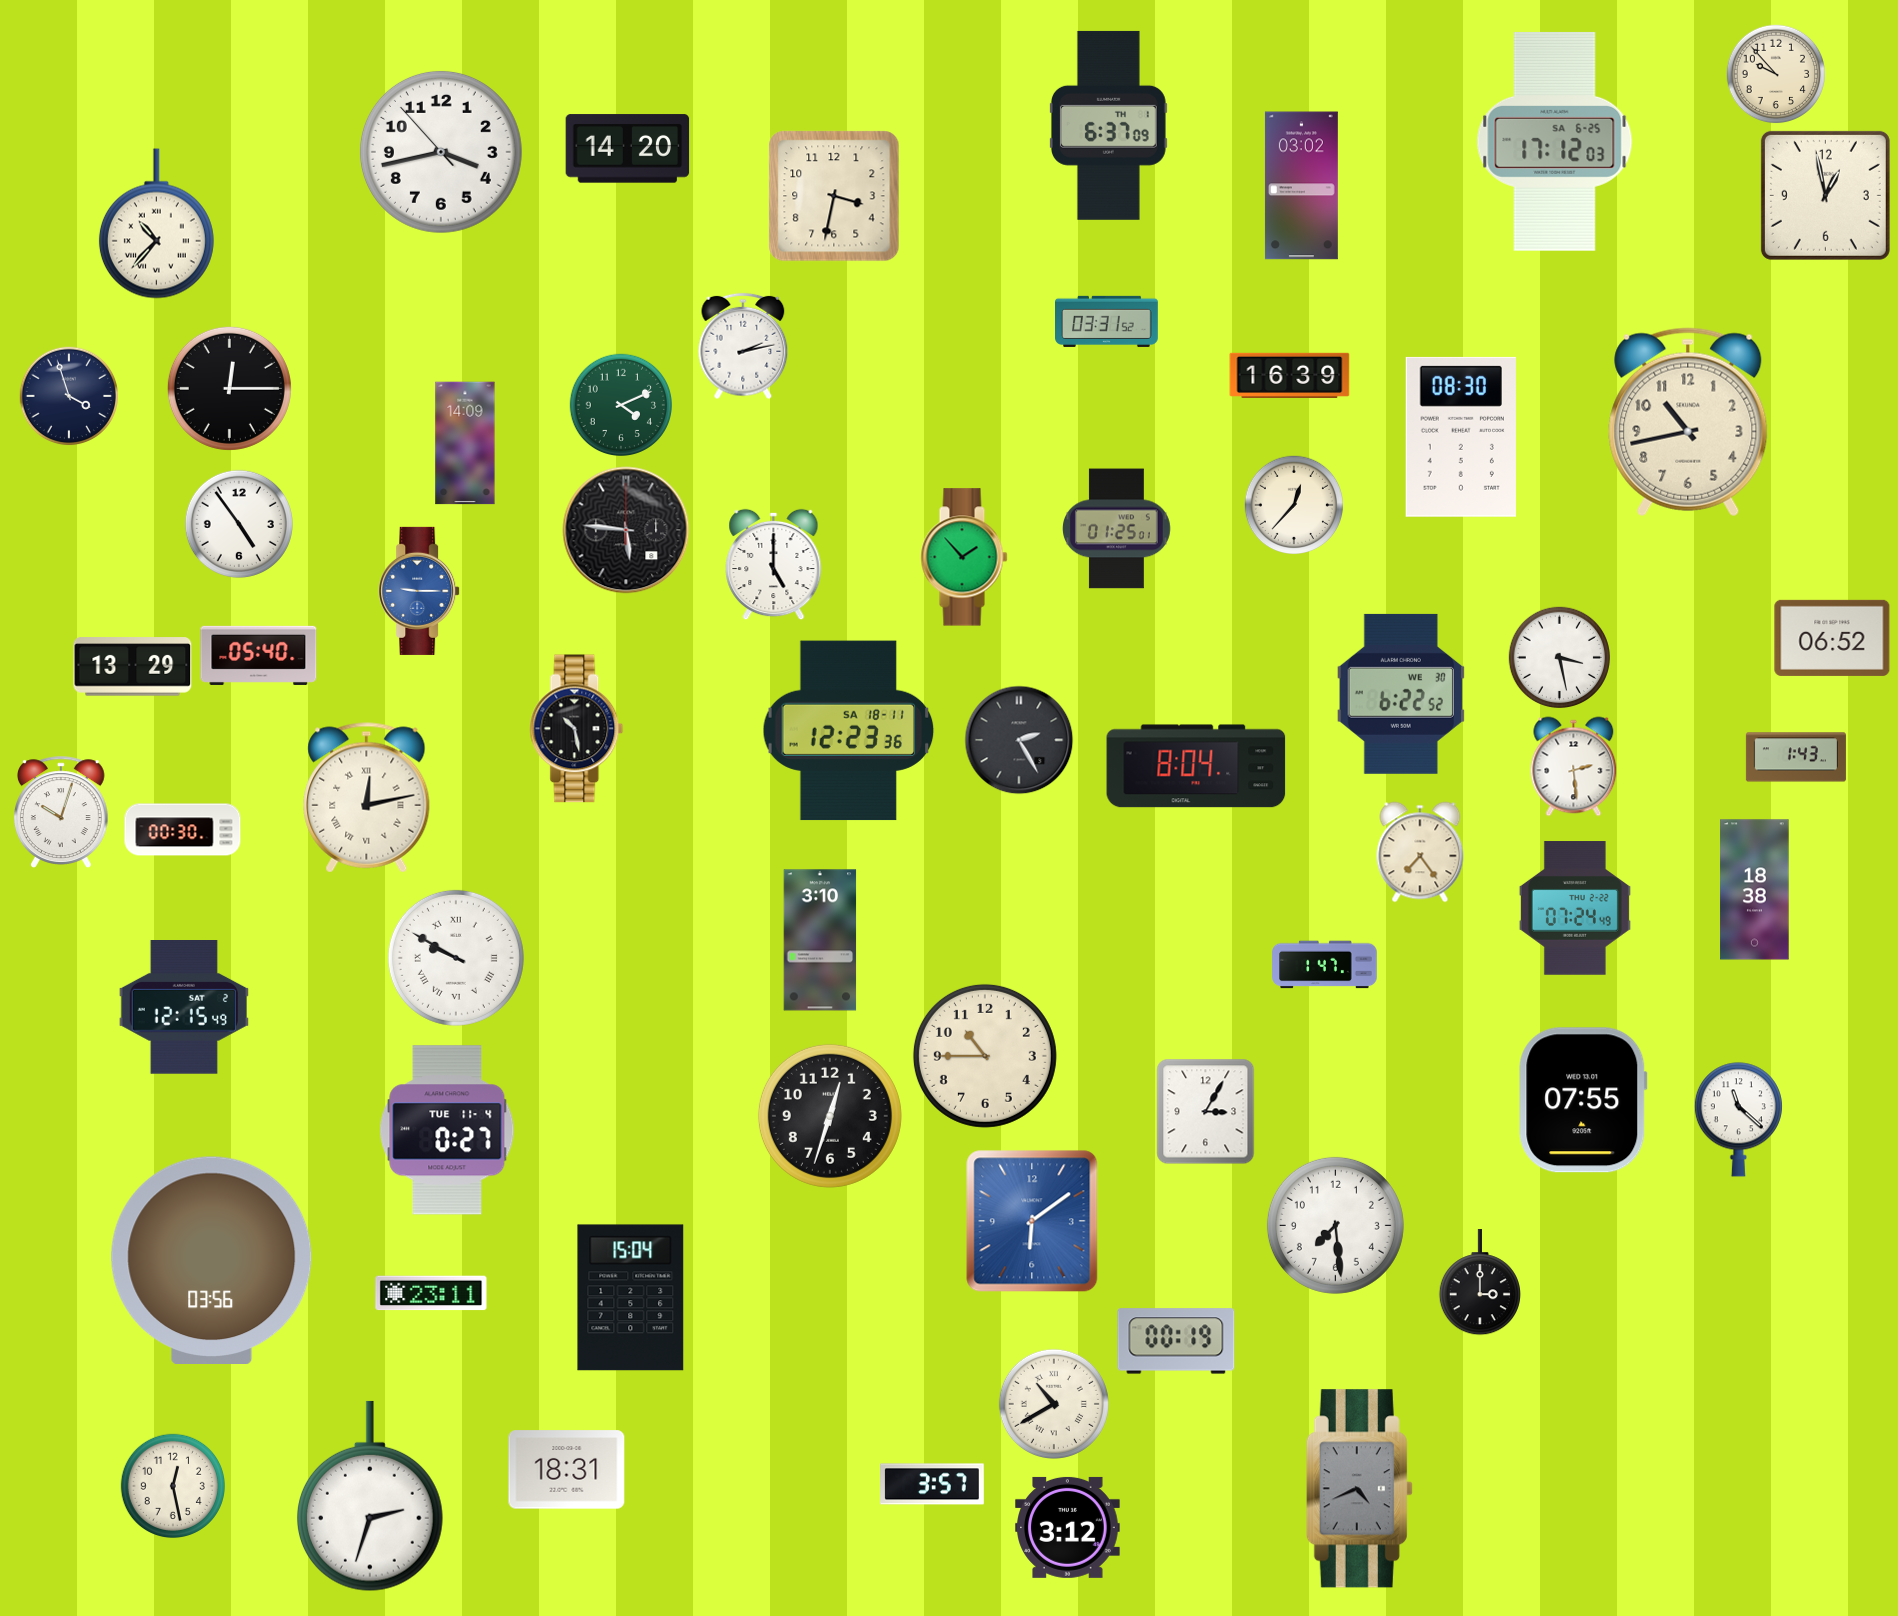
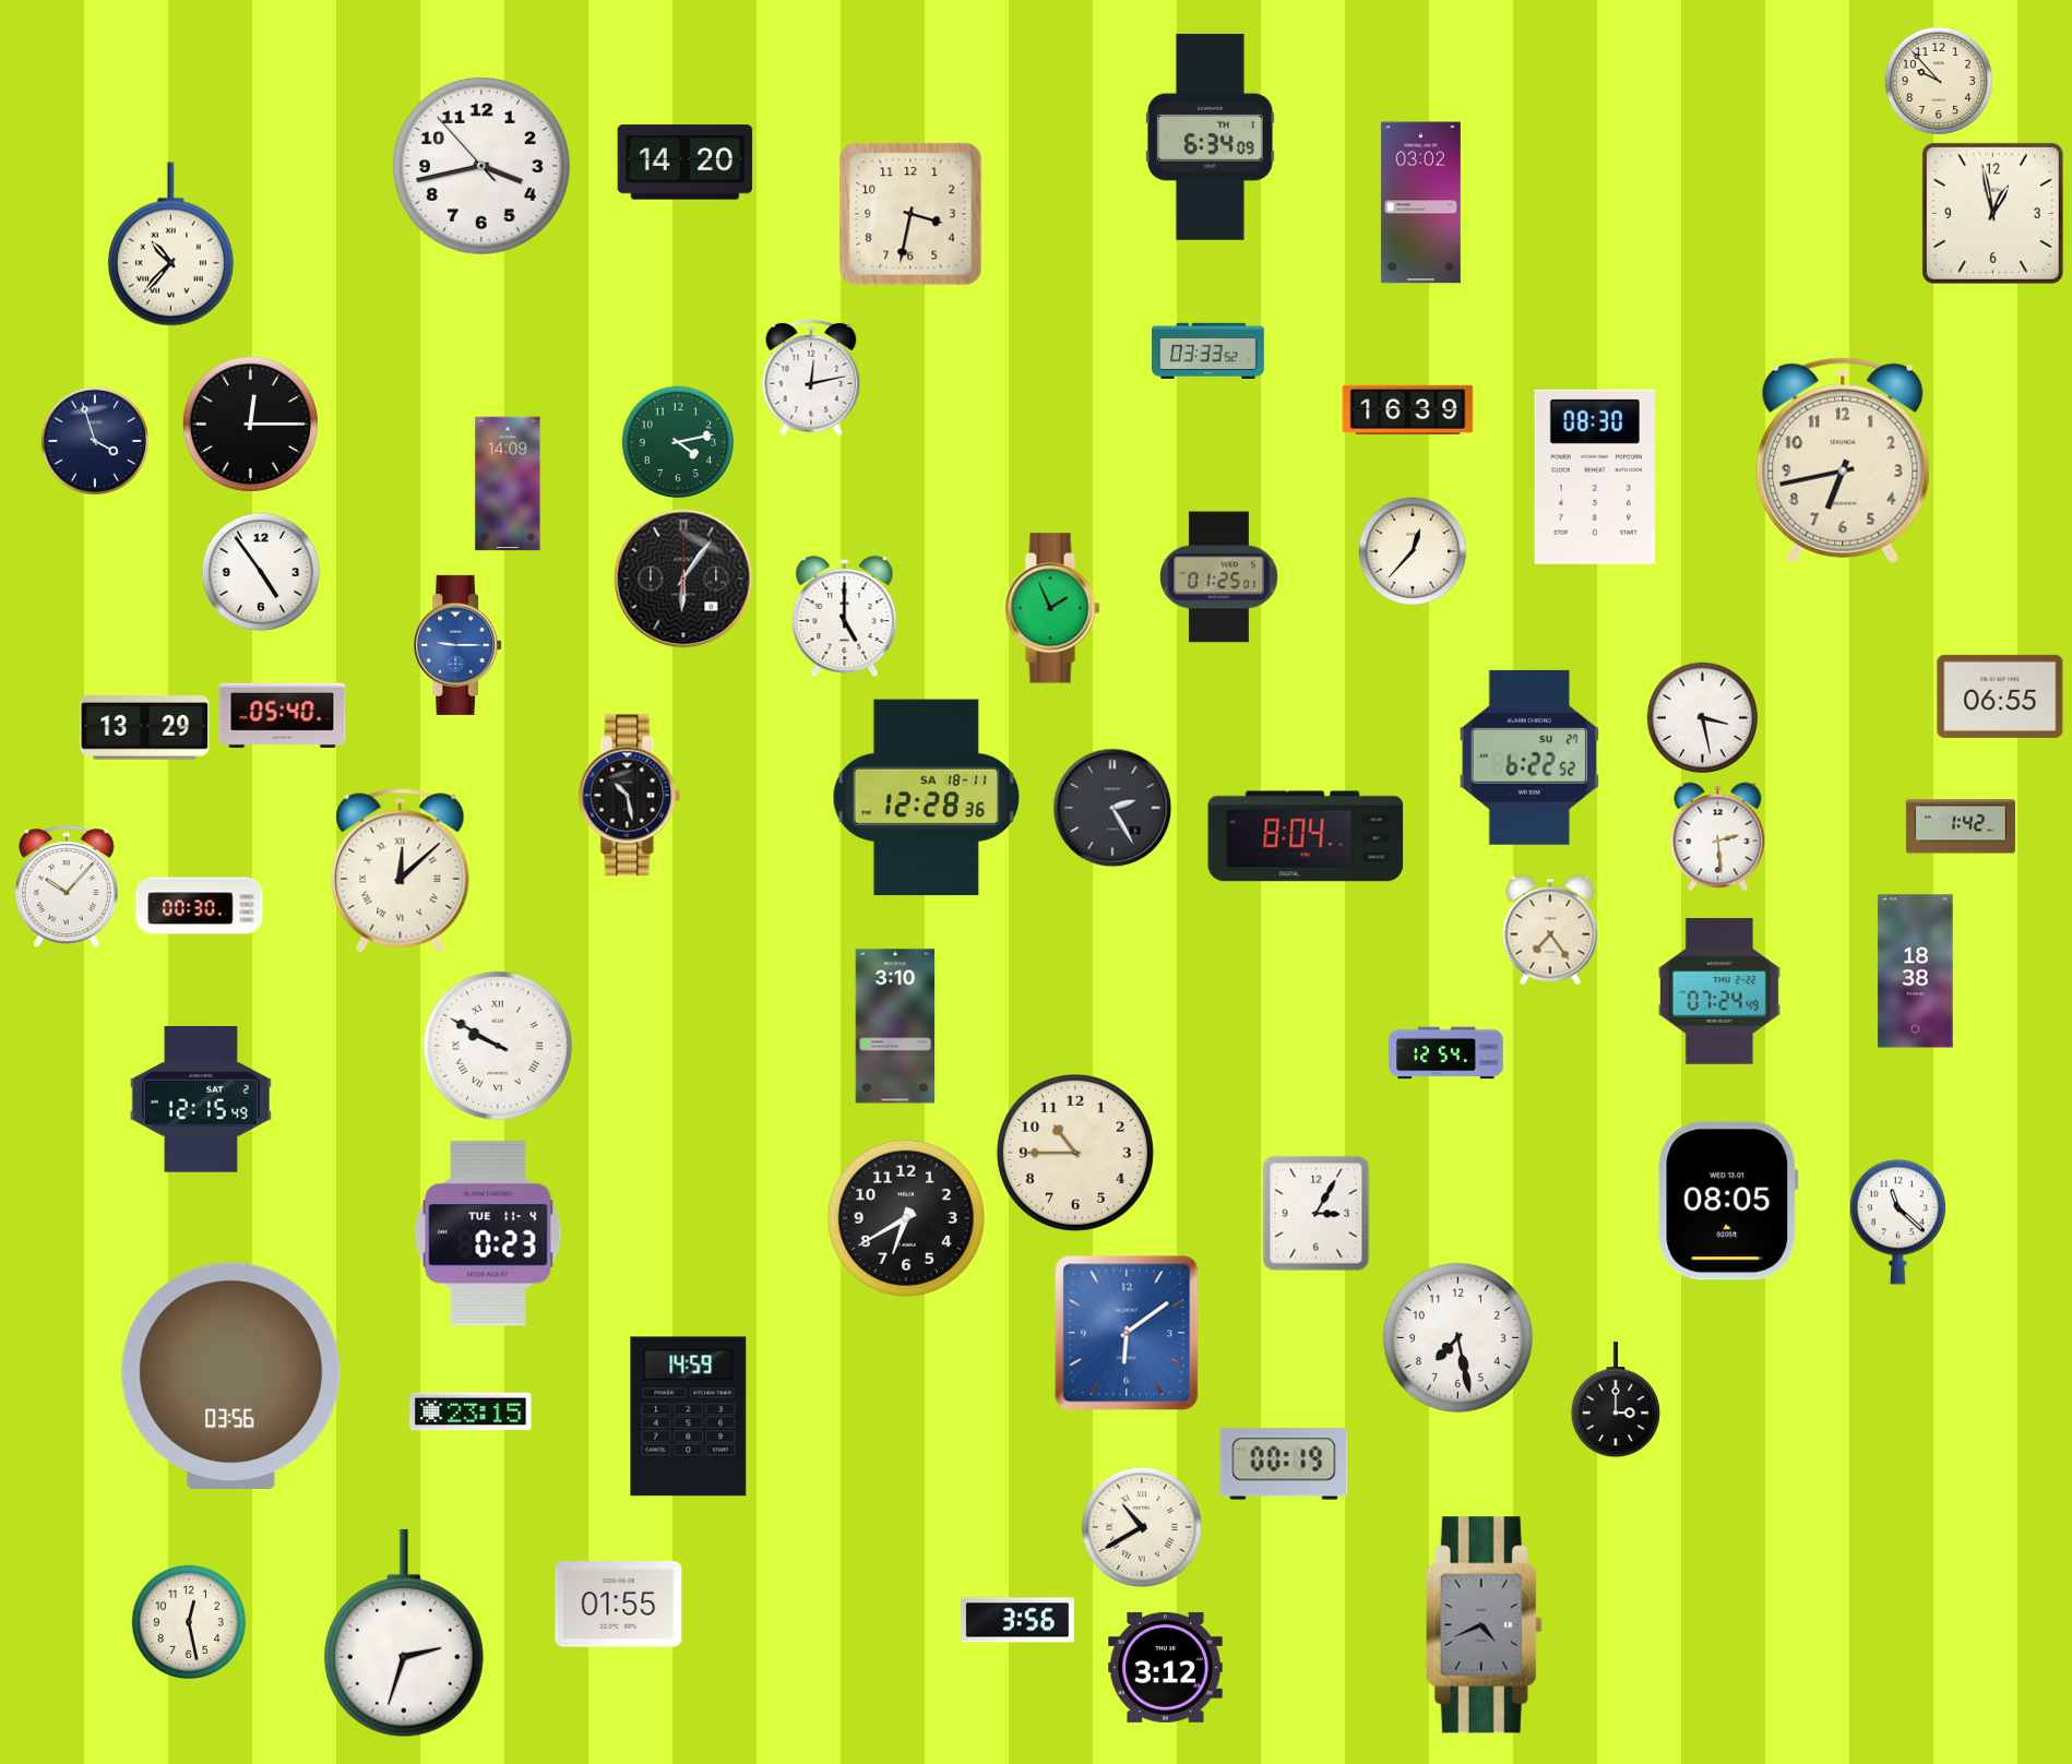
clock at (1108, 125): 6:37 -> 6:34
clock at (1555, 141): 17:12 -> none
clock at (1107, 321): 03:31 -> 03:33
clock at (743, 346): 2:13 -> 12:13
clock at (69, 396) position: (69, 396) -> (95, 441)
clock at (620, 404): 4:11 -> 4:13
clock at (1688, 422): 10:43 -> 6:43
clock at (626, 530): 5:46 -> 6:06
clock at (964, 557): 1:53 -> 1:56
clock at (1832, 638): 06:52 -> 06:55
clock at (1401, 694) date: WE 30 -> SU 27
clock at (849, 731): 12:23 -> 12:28
clock at (1796, 757): 1:43 -> 1:42
clock at (367, 798): 12:13 -> 12:08
clock at (61, 812): 10:03 -> 10:07
clock at (1325, 965): 1:47 -> 12:54
clock at (1583, 1100): 07:55 -> 08:05
clock at (830, 1116): 12:33 -> 6:40
clock at (447, 1130): 0:27 -> 0:23
clock at (1335, 1225): 7:29 -> 7:28
clock at (431, 1293): 23:11 -> 23:15
clock at (631, 1298): 15:04 -> 14:59
clock at (1054, 1404) position: (1054, 1404) -> (1142, 1527)
clock at (567, 1470): 18:31 -> 01:55
clock at (933, 1484): 3:57 -> 3:56
